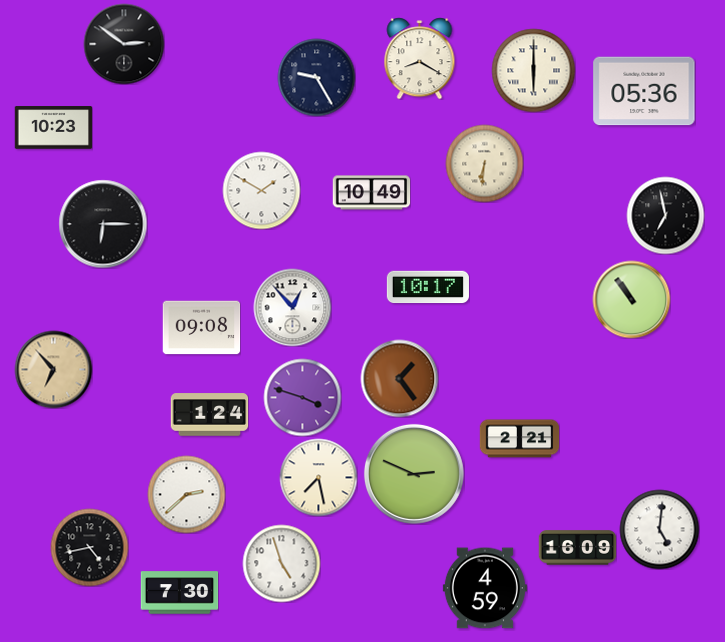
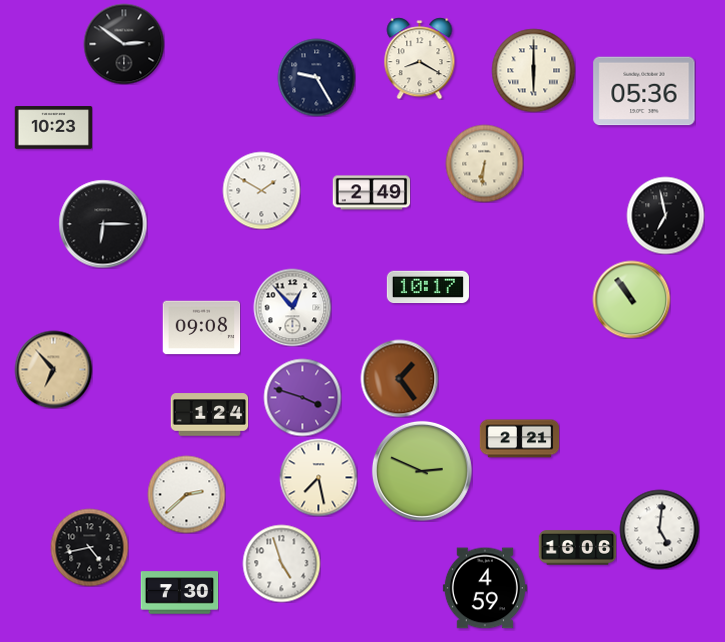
clock at (371, 193): 10:49 -> 2:49
clock at (414, 474) position: (414, 474) -> (422, 471)
clock at (577, 548): 16:09 -> 16:06
